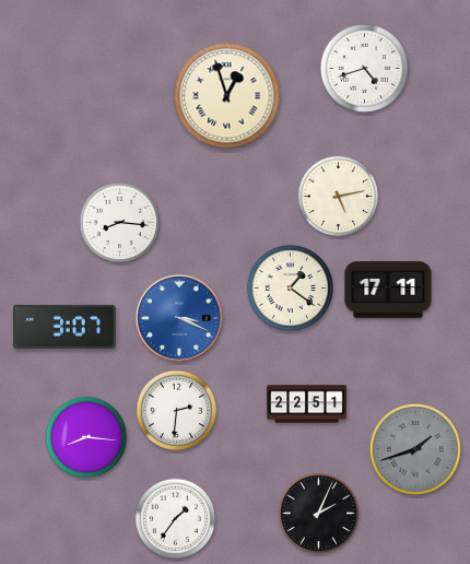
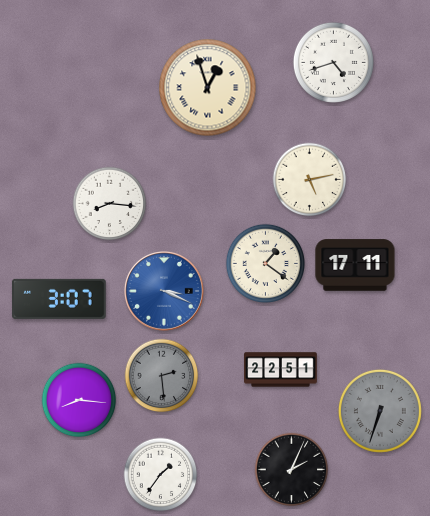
clock at (177, 411): 2:31 -> 2:29
clock at (177, 411) dial: white -> grey
clock at (415, 449): 1:42 -> 6:33
